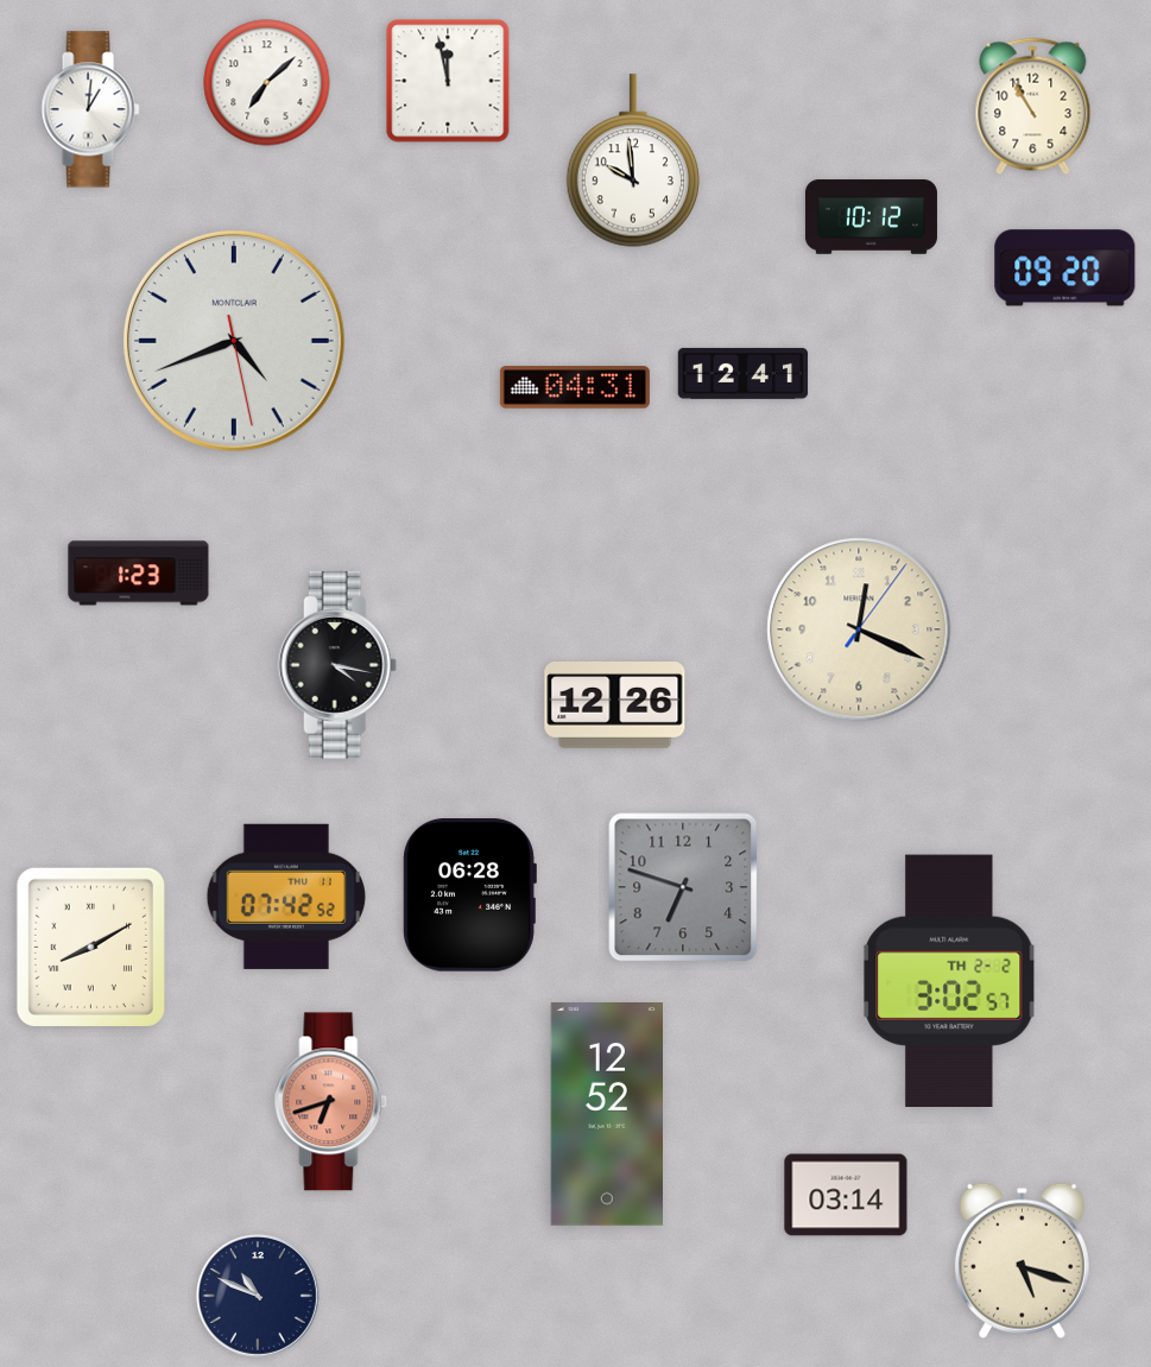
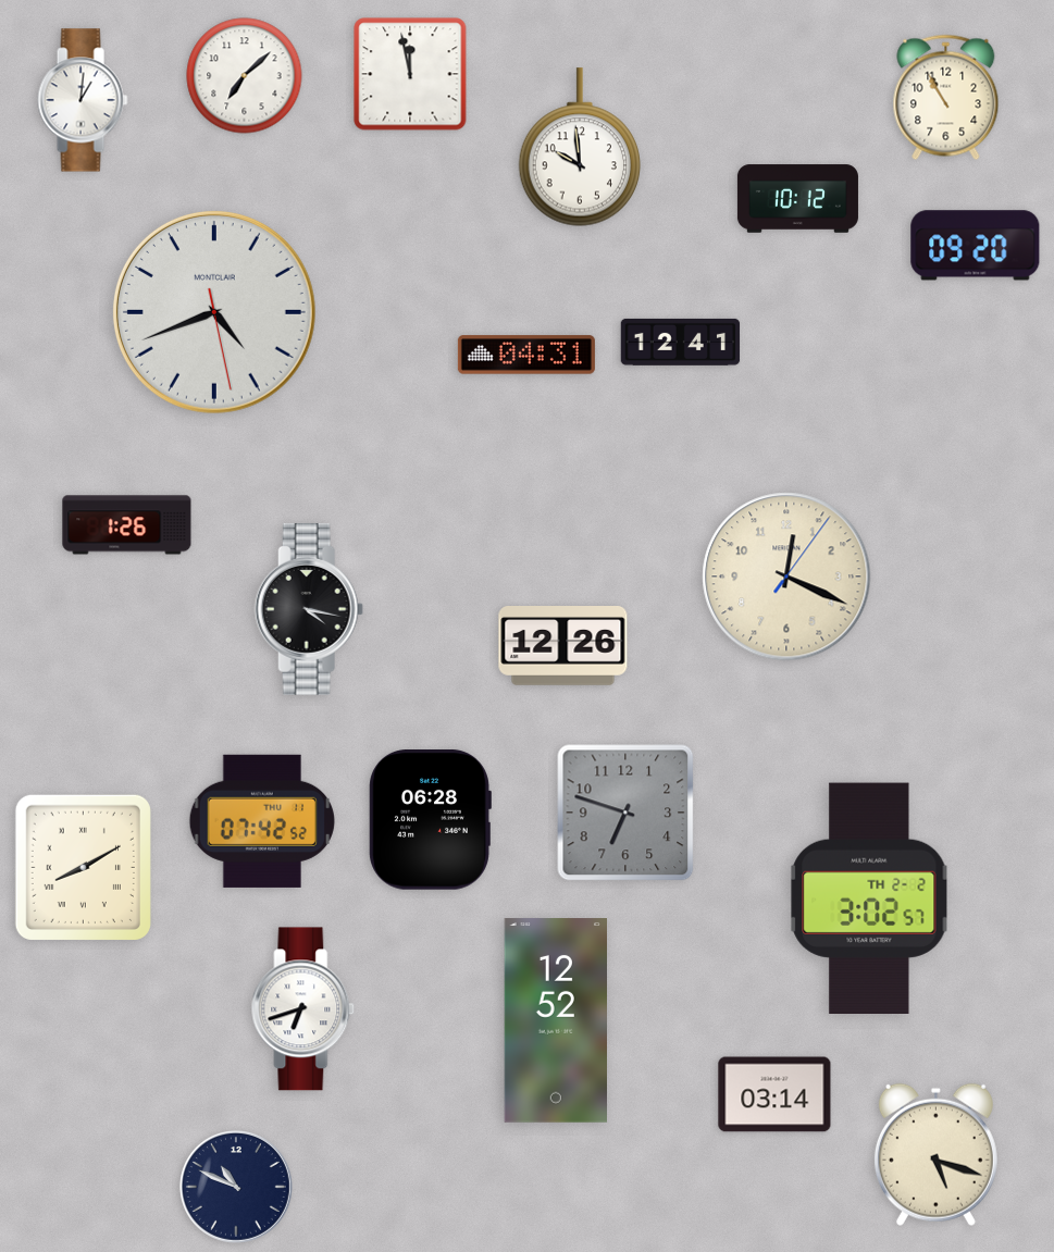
clock at (139, 574): 1:23 -> 1:26
clock at (331, 1102) dial: salmon -> white
